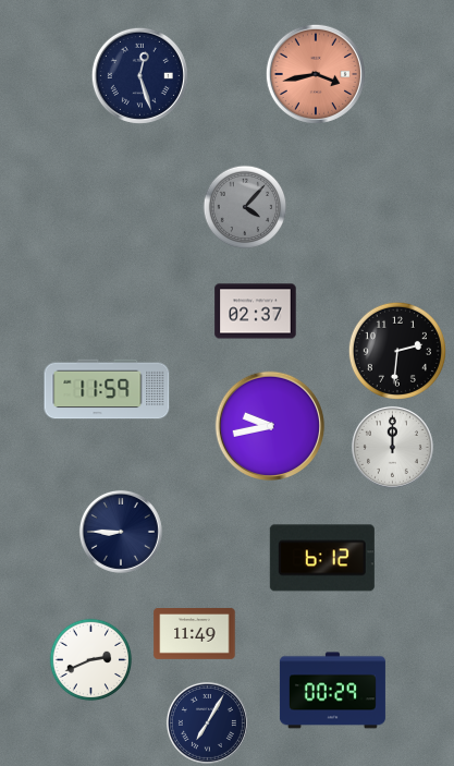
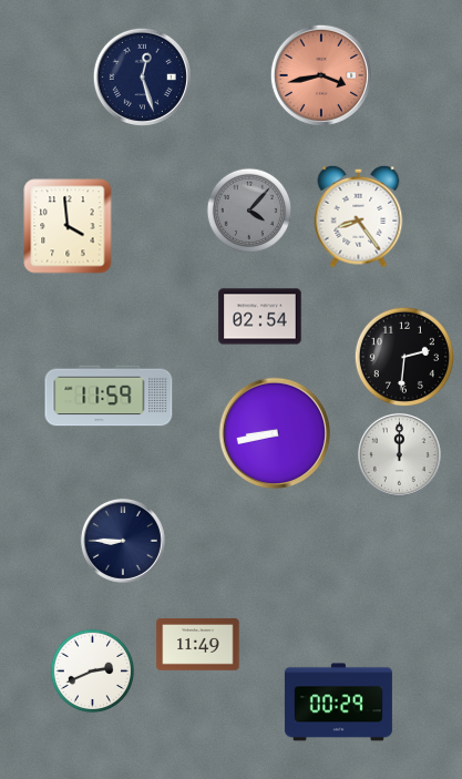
clock at (359, 216): none -> 8:24
clock at (68, 226): none -> 3:59
clock at (256, 312): 02:37 -> 02:54
clock at (269, 425): 9:43 -> 8:43
clock at (322, 558): 6:12 -> none
clock at (207, 722): 7:05 -> none
